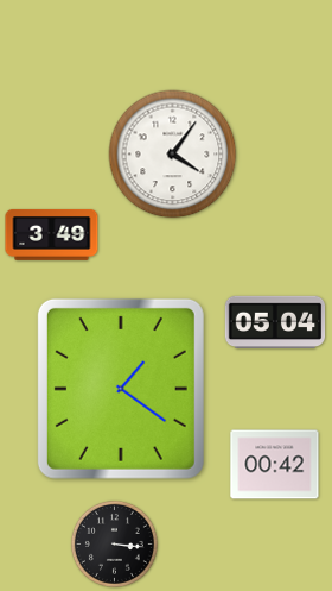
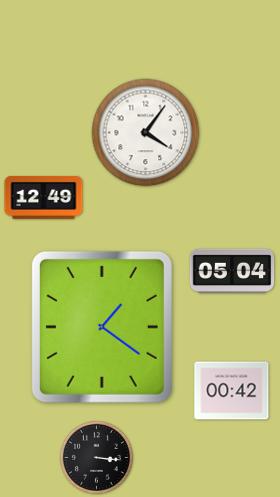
clock at (173, 155) position: (173, 155) -> (146, 133)
clock at (52, 235): 3:49 -> 12:49
